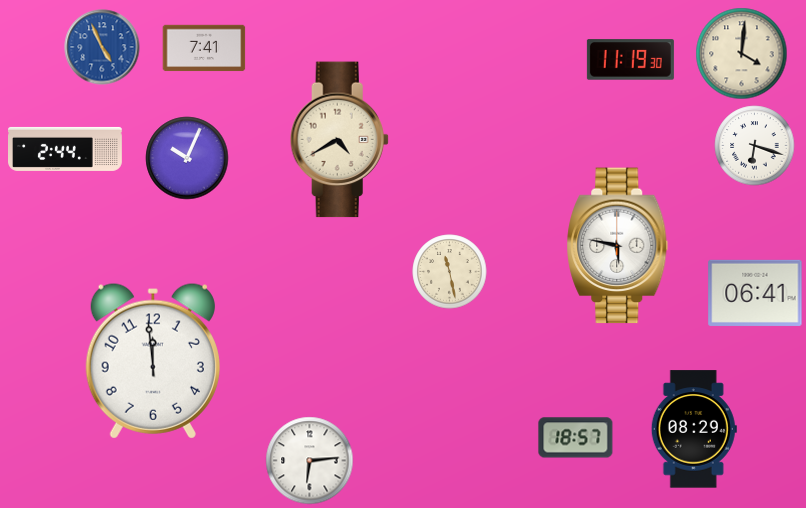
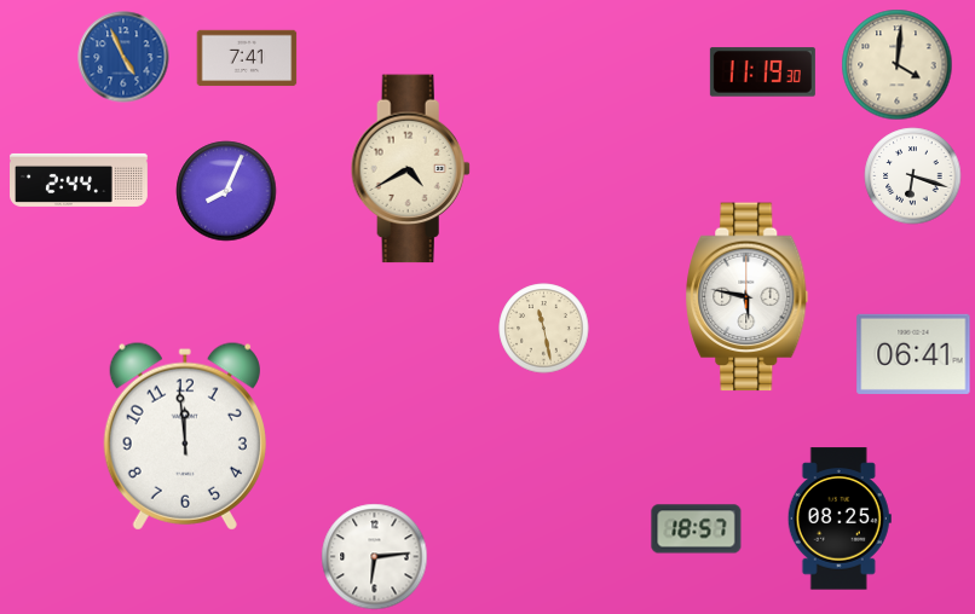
clock at (187, 158): 10:04 -> 8:04
clock at (694, 429): 08:29 -> 08:25
